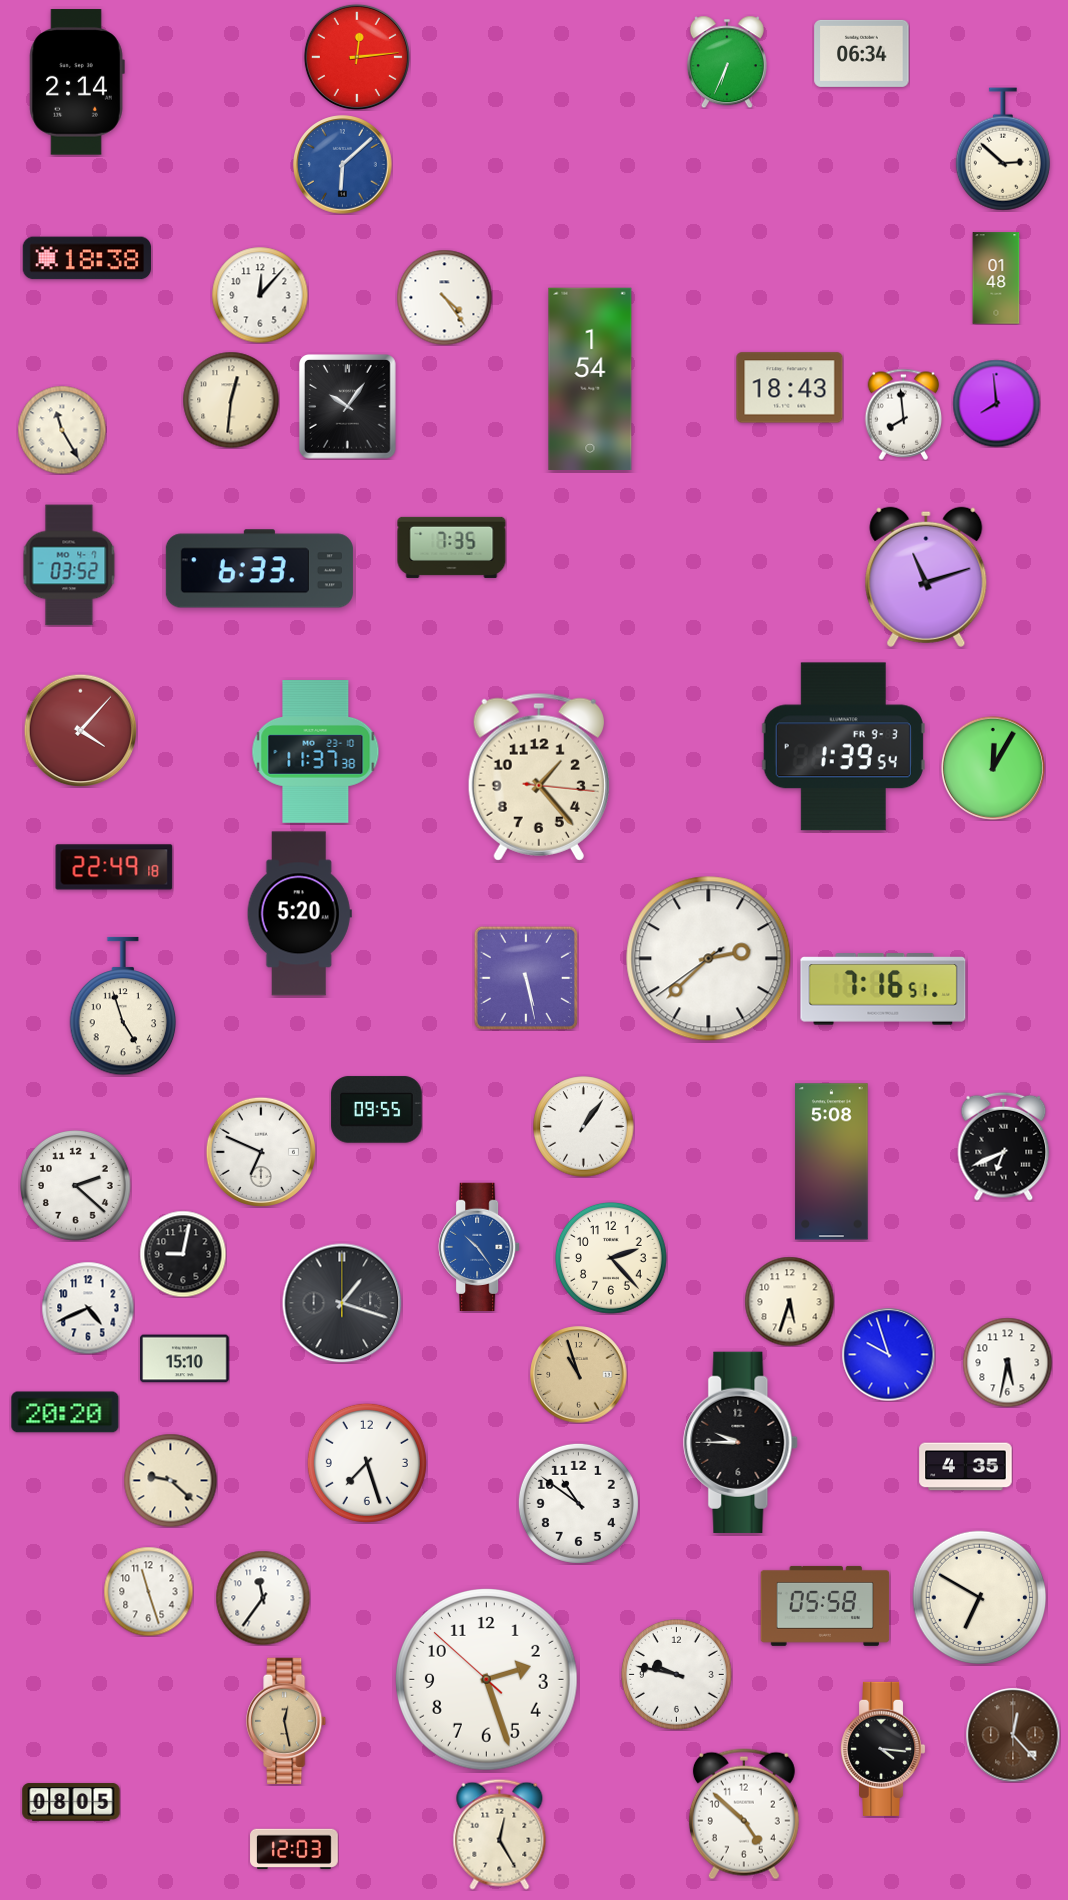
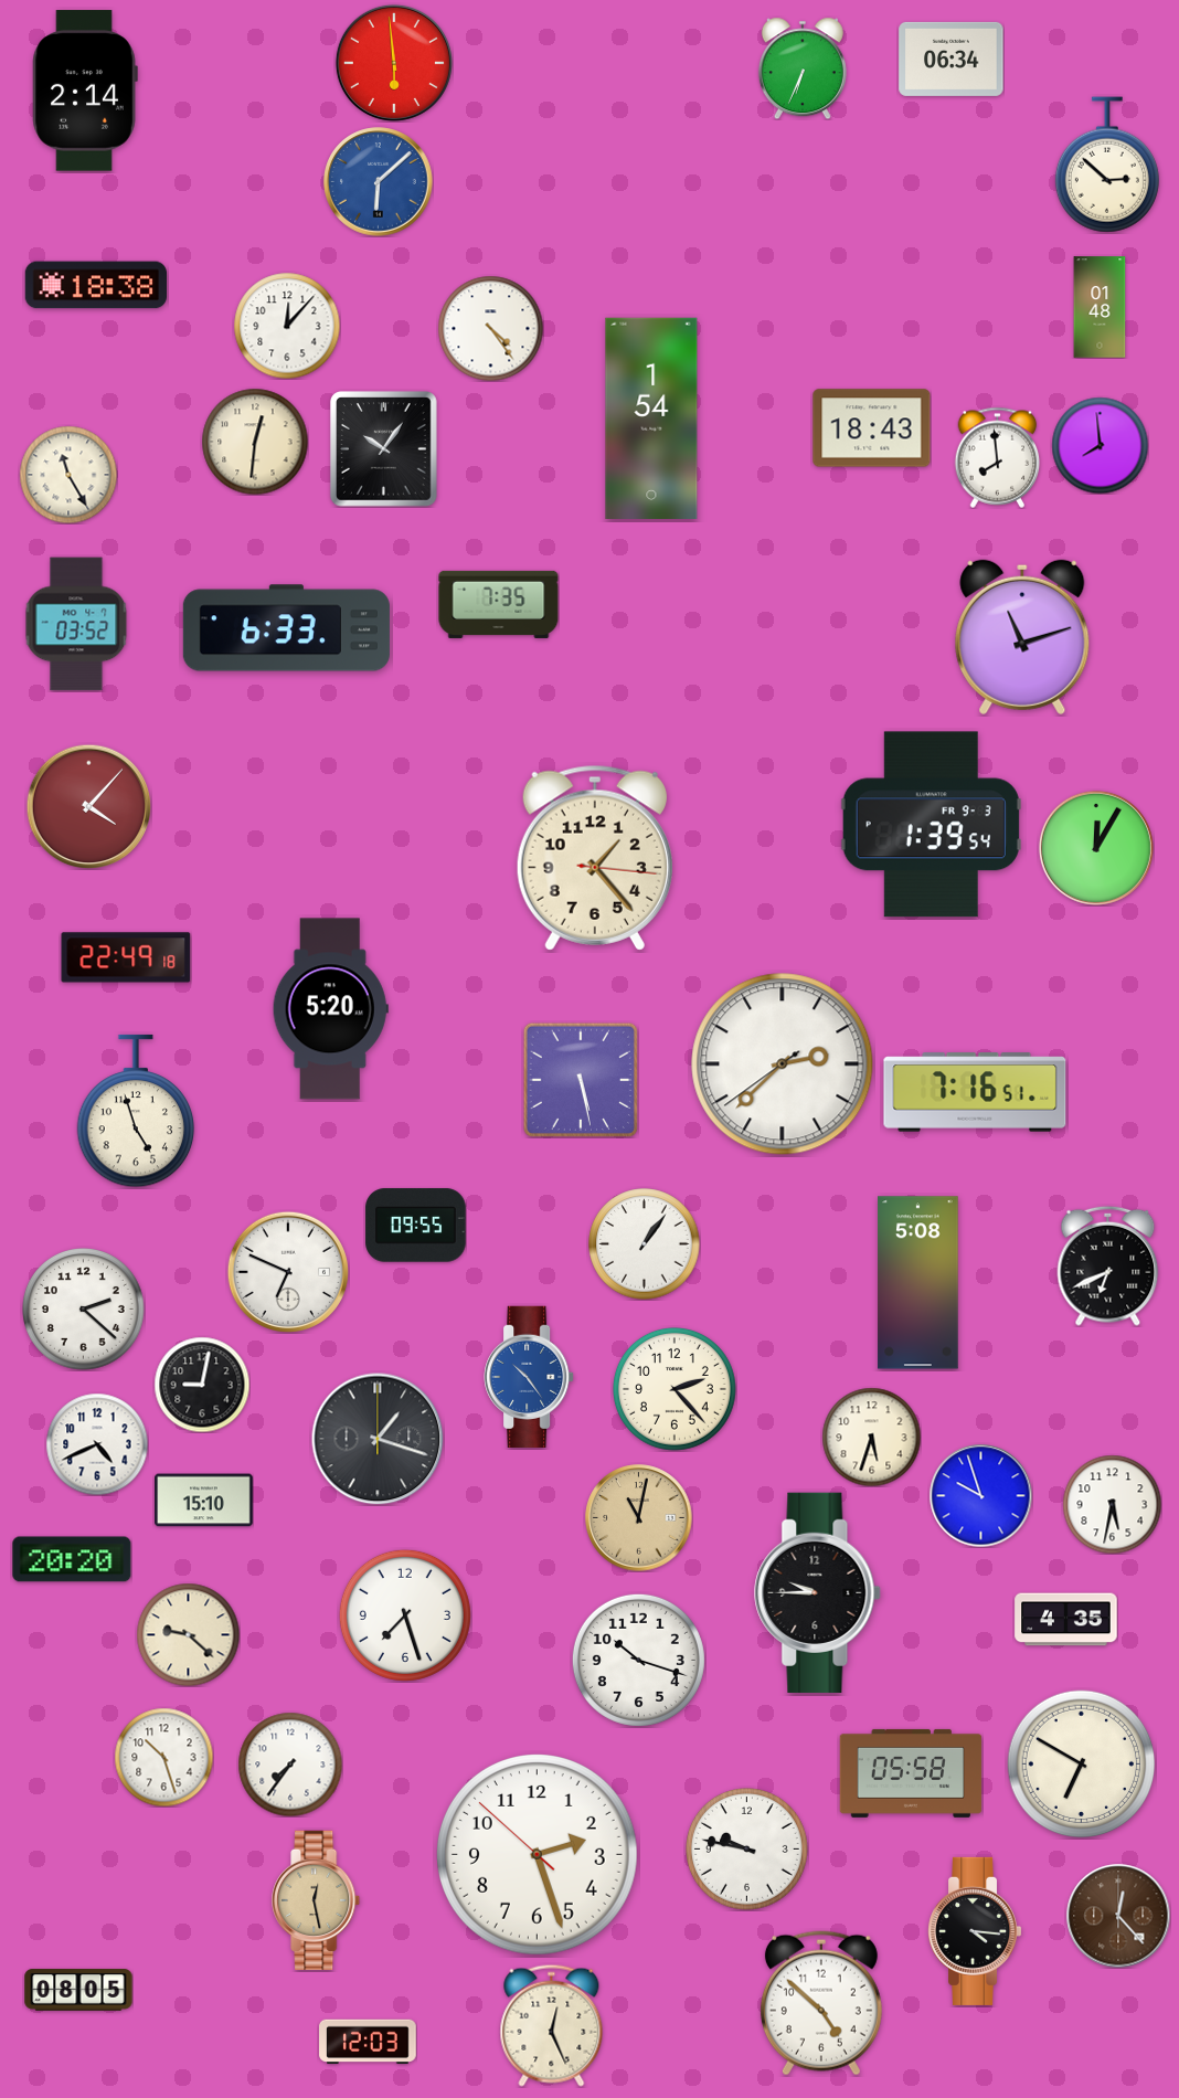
clock at (357, 57): 12:14 -> 5:59
clock at (316, 752): 11:37 -> none
clock at (709, 959) position: (709, 959) -> (783, 1064)
clock at (579, 1375): 10:57 -> 11:02
clock at (578, 1503): 10:51 -> 10:18
clock at (148, 1591): 11:27 -> 10:27
clock at (263, 1598): 11:36 -> 7:36
clock at (500, 1834): 12:25 -> 12:26
clock at (294, 1849) position: (294, 1849) -> (368, 2042)
